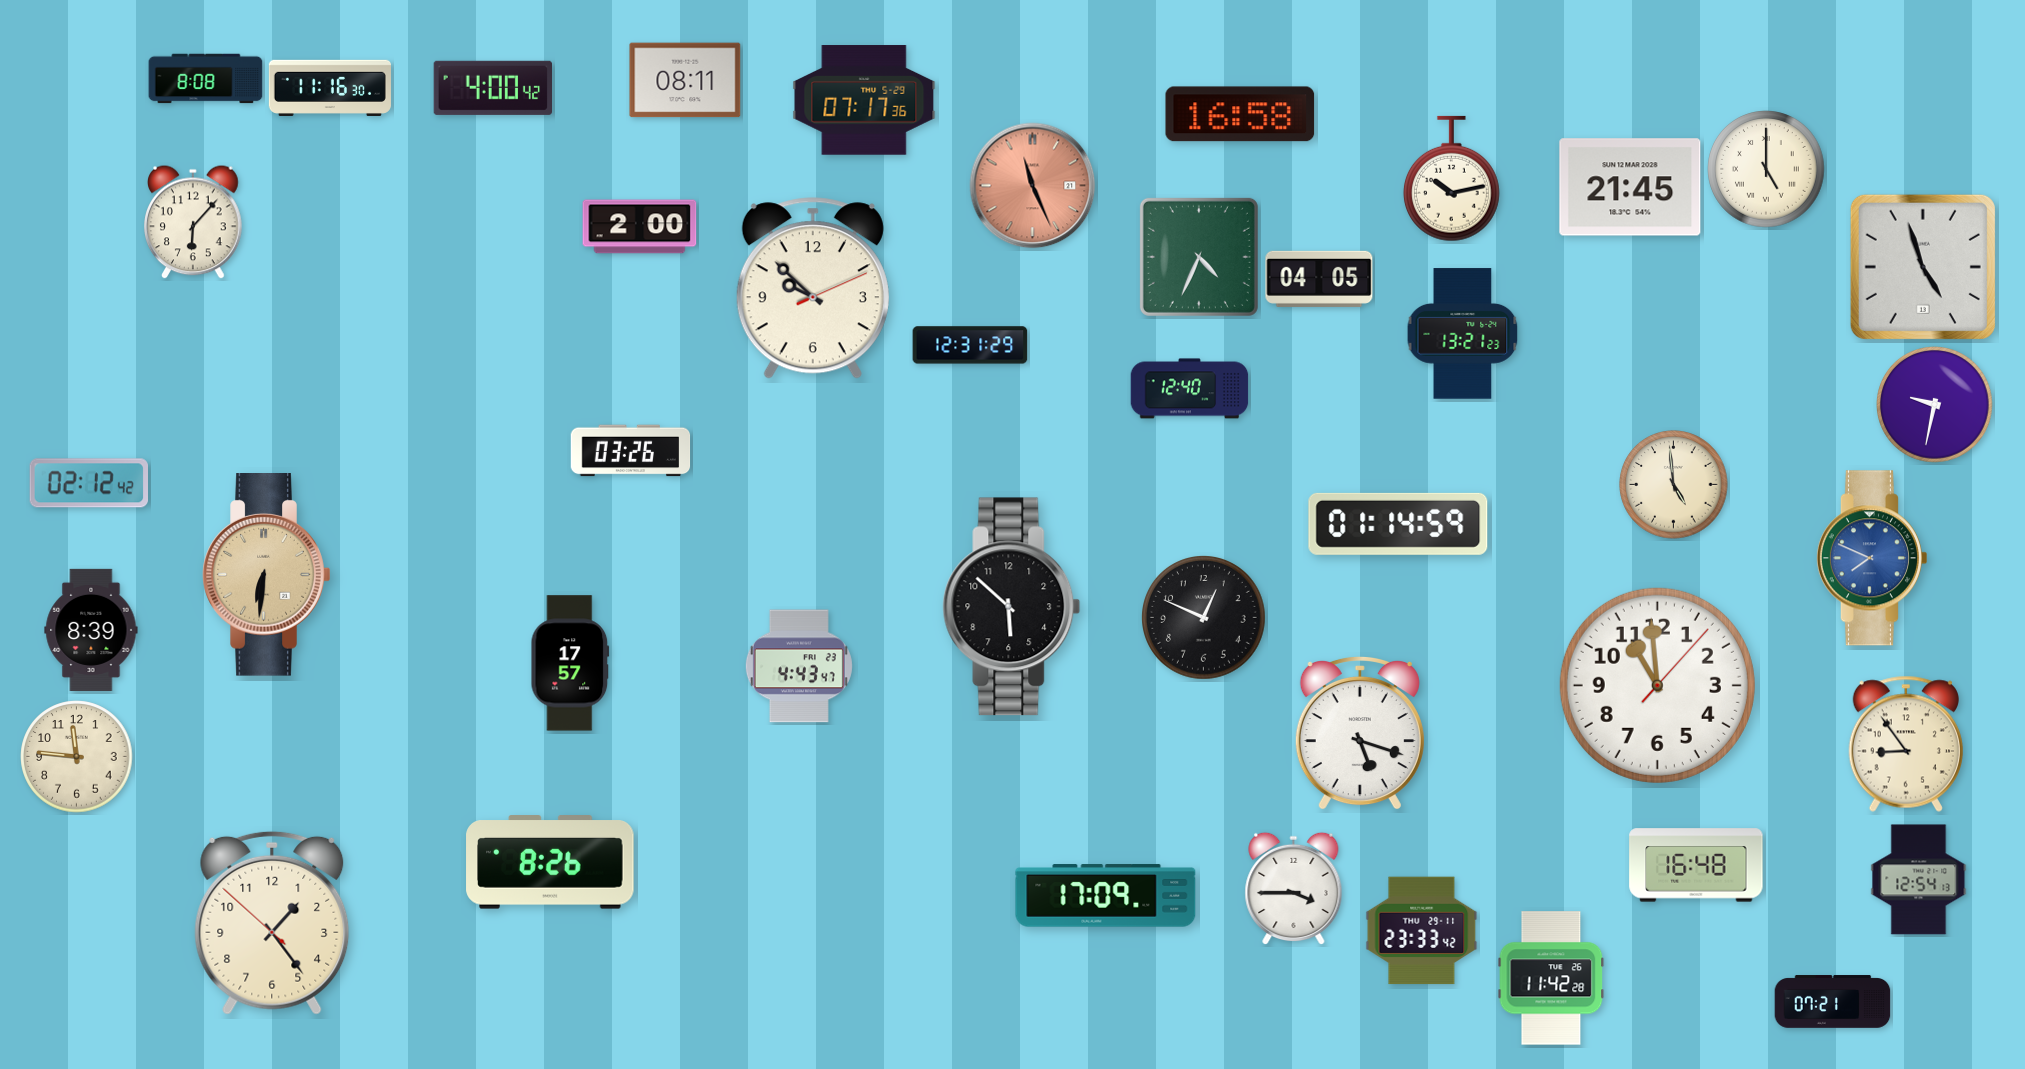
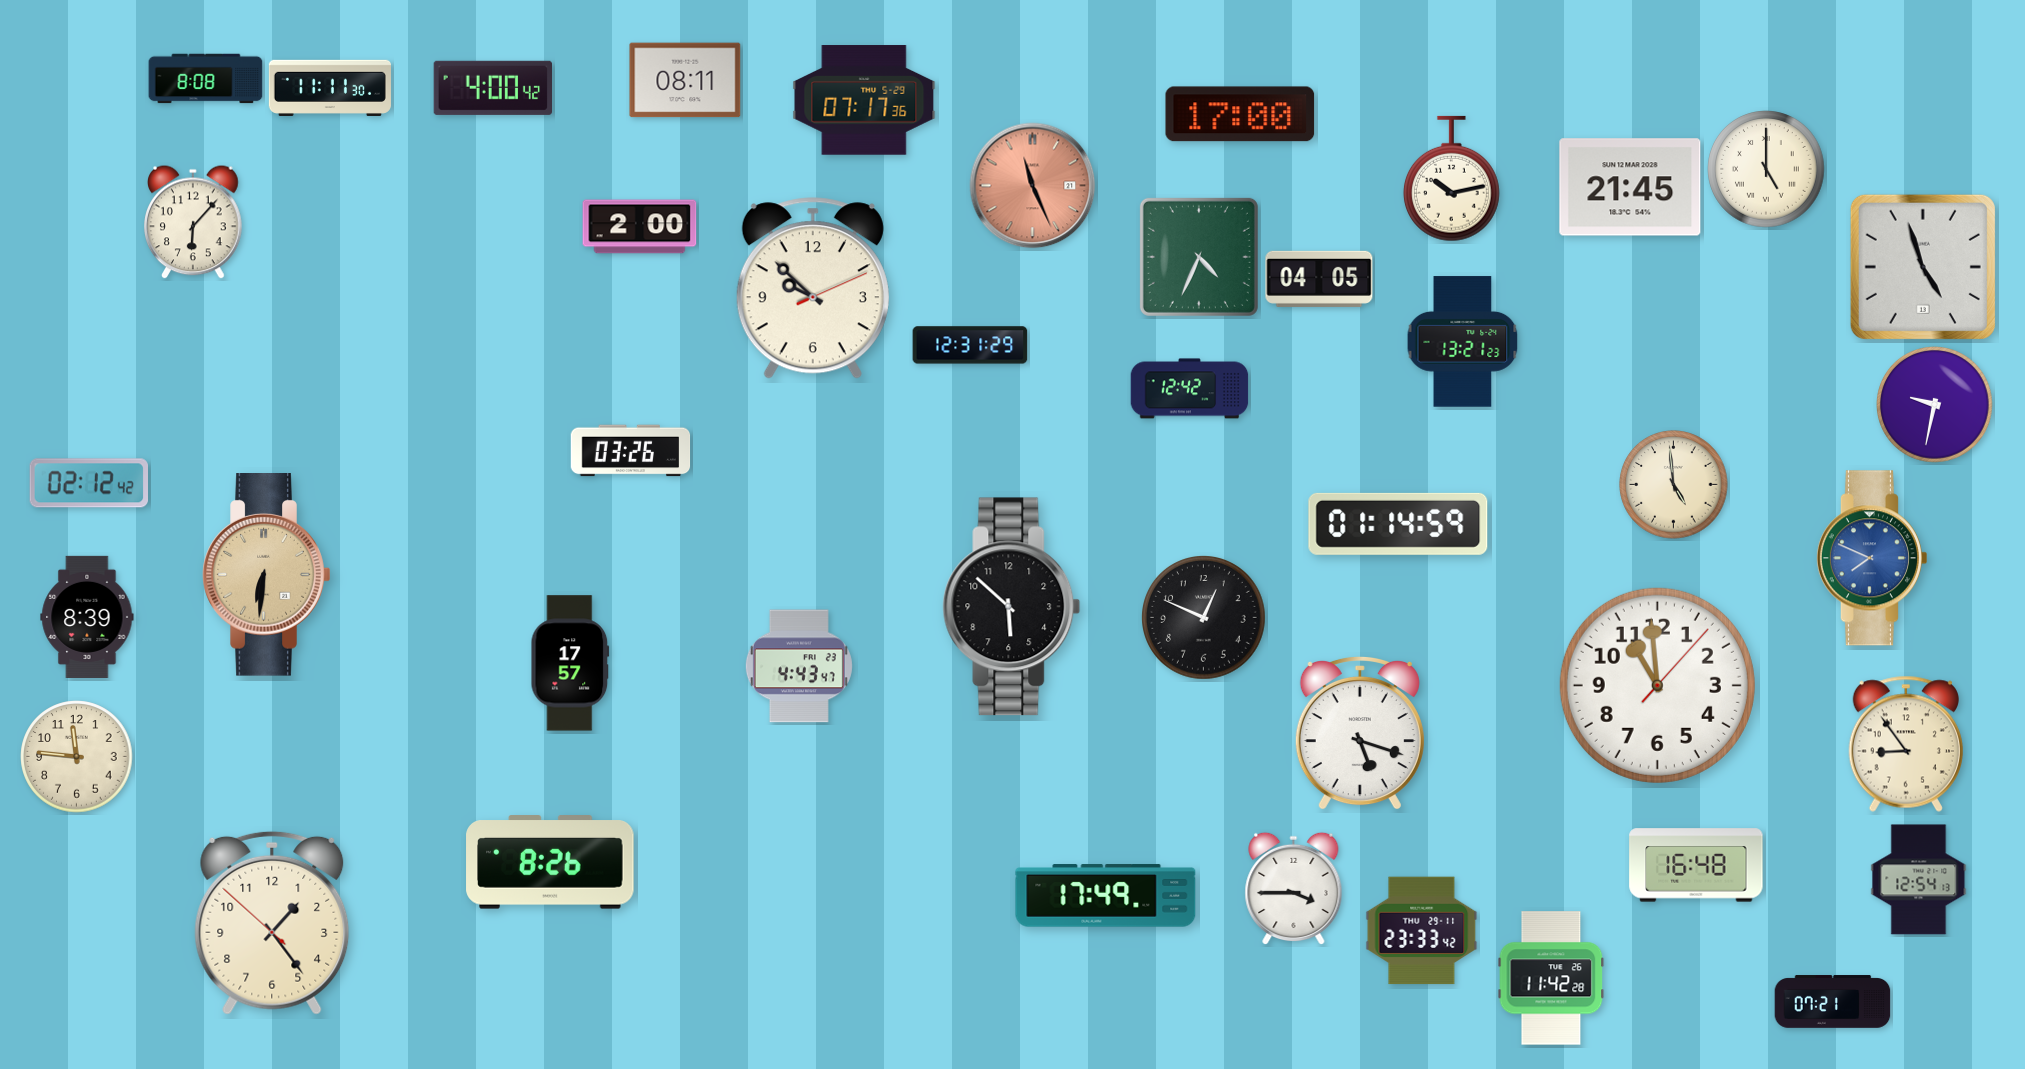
clock at (330, 88): 11:16 -> 11:11
clock at (1240, 114): 16:58 -> 17:00
clock at (1463, 334) position: (1463, 334) -> (1463, 342)
clock at (1190, 389): 12:40 -> 12:42
clock at (91, 630) position: (91, 630) -> (87, 617)
clock at (1106, 896): 17:09 -> 17:49
